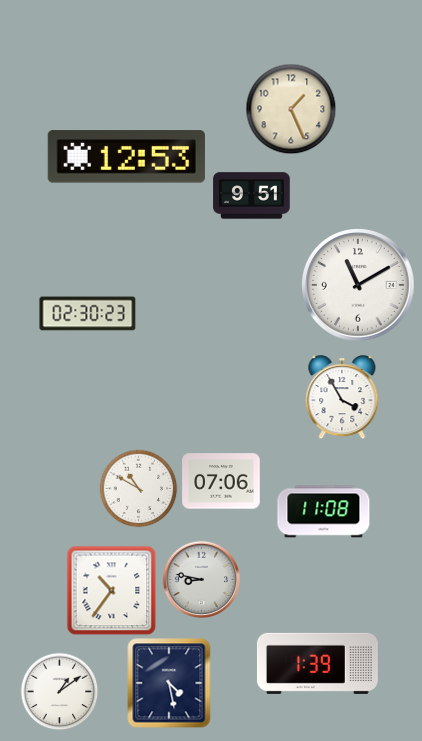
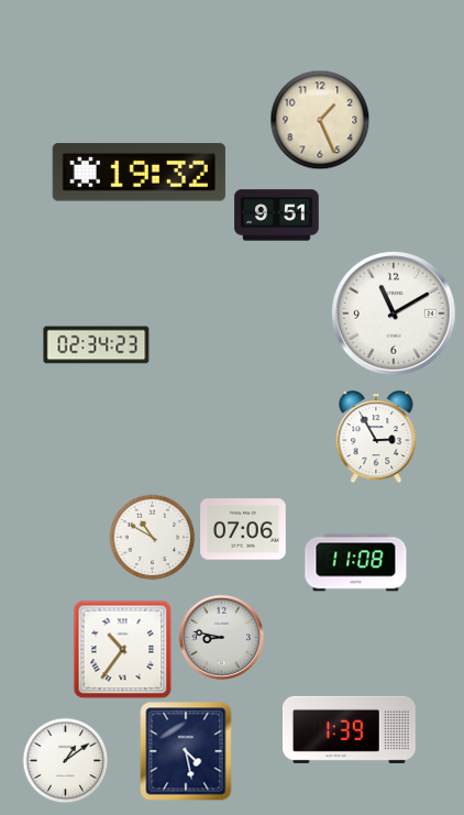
clock at (126, 157): 12:53 -> 19:32
clock at (88, 314): 02:30 -> 02:34
clock at (342, 398): 3:55 -> 2:55
